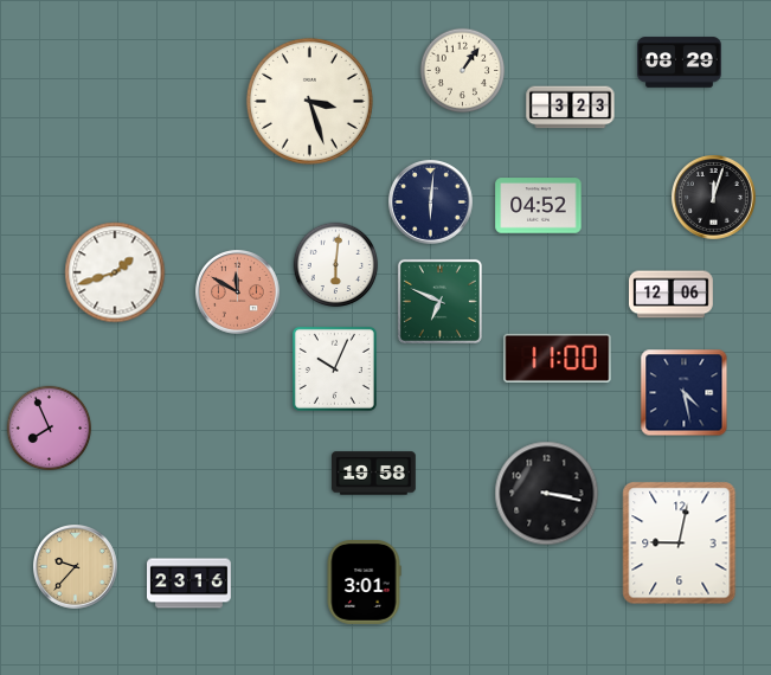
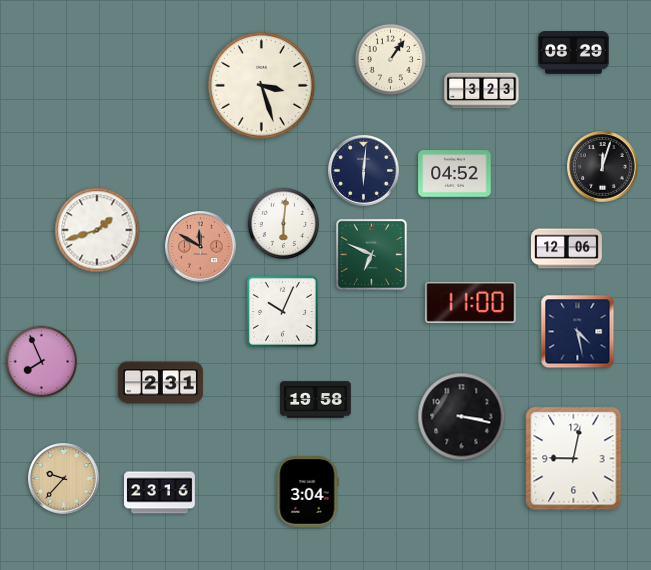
clock at (160, 383): none -> 2:31
clock at (364, 583): 3:01 -> 3:04
